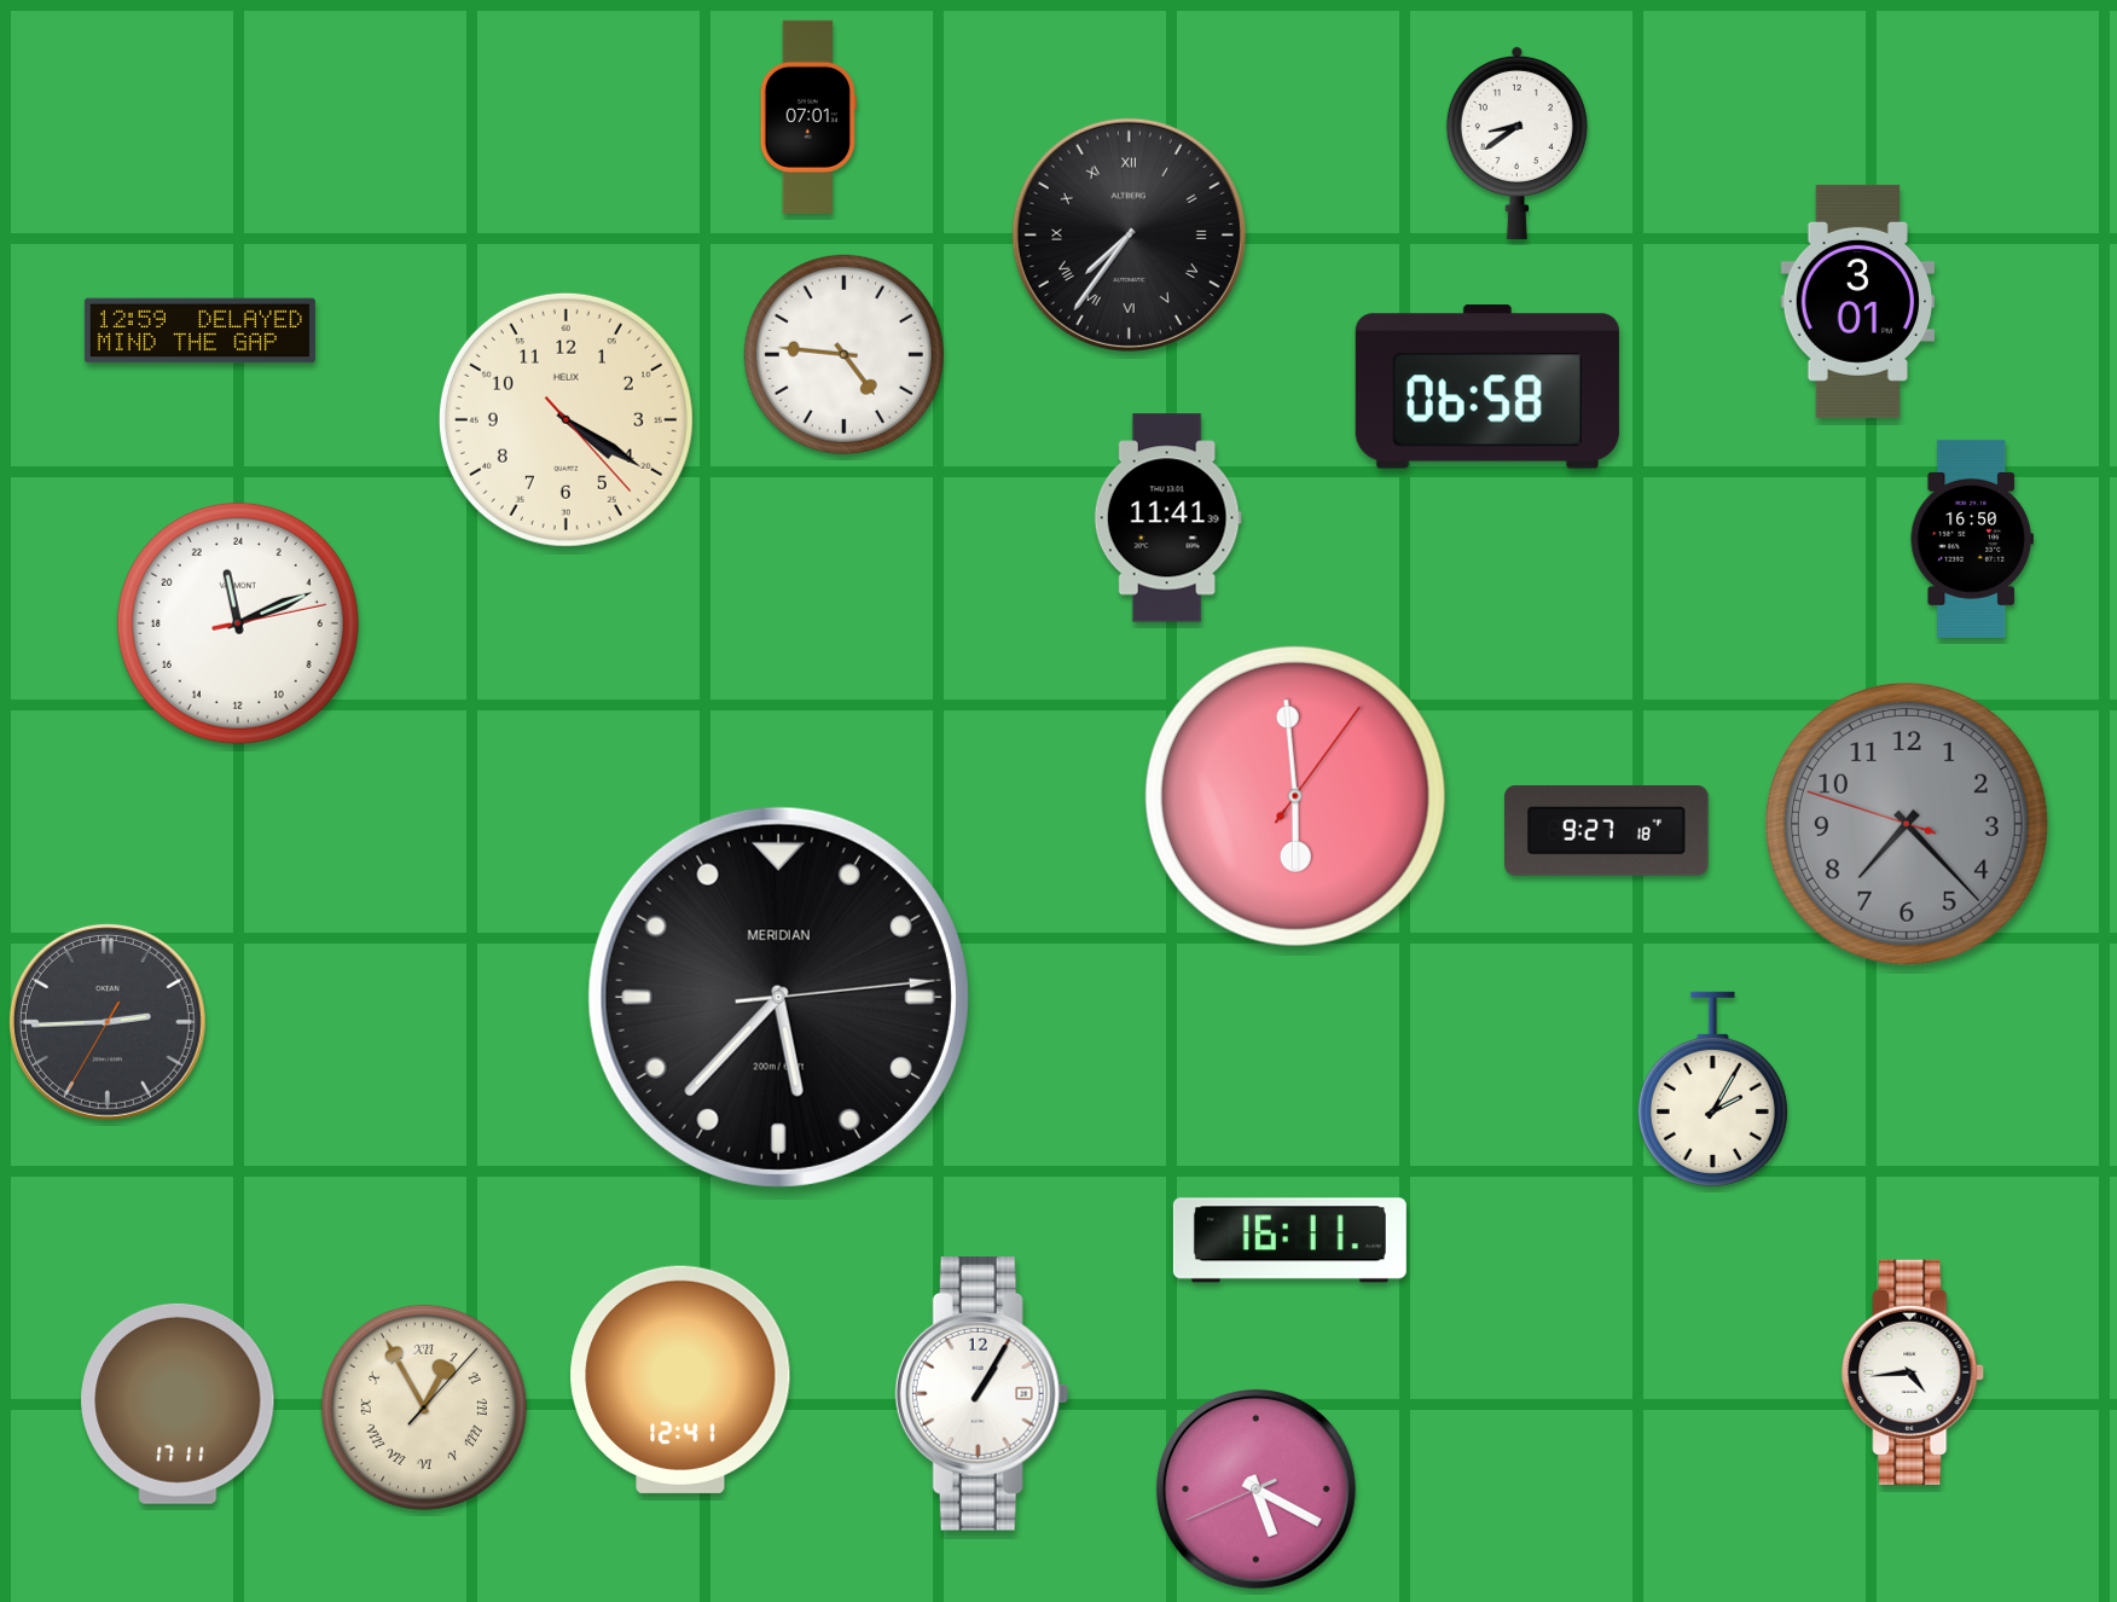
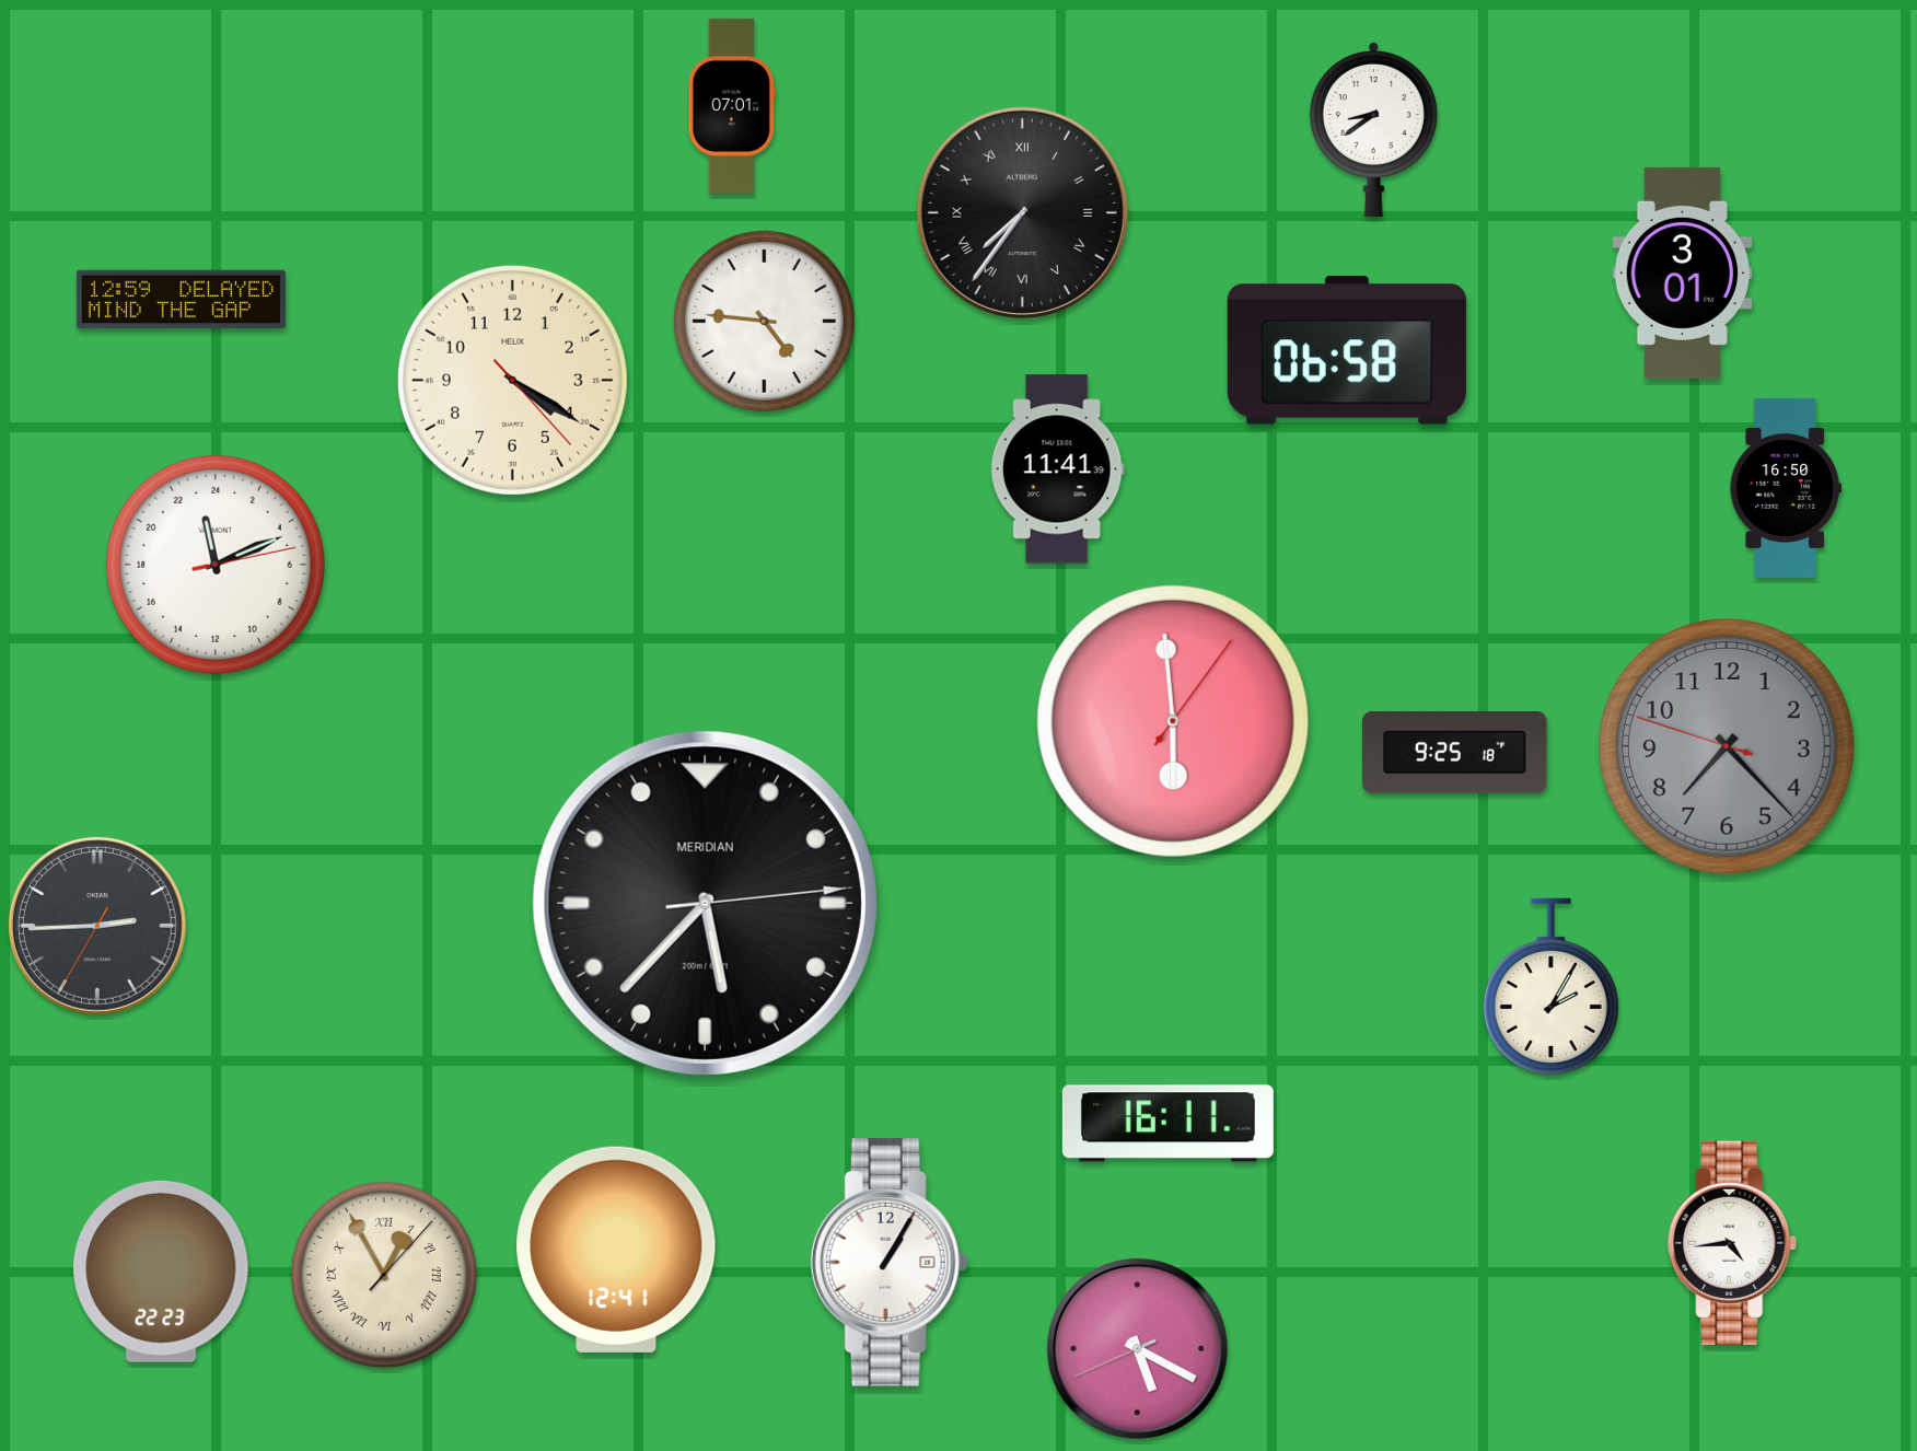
clock at (1607, 831): 9:27 -> 9:25
clock at (178, 1404): 17:11 -> 22:23
